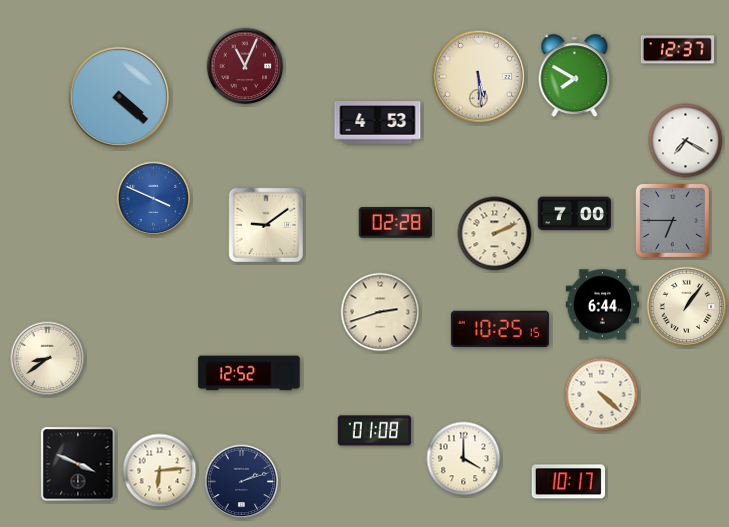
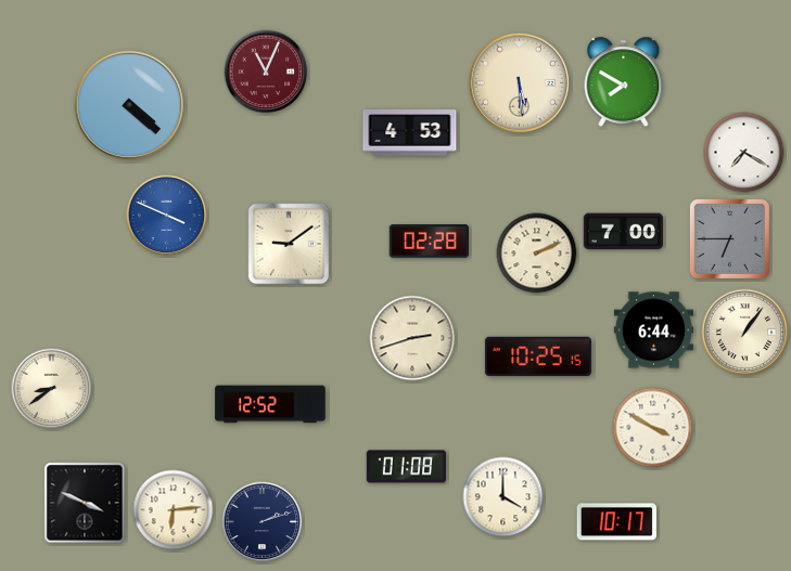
clock at (678, 50): 12:37 -> none
clock at (500, 329) position: (500, 329) -> (538, 356)
clock at (602, 395): 4:22 -> 3:50
